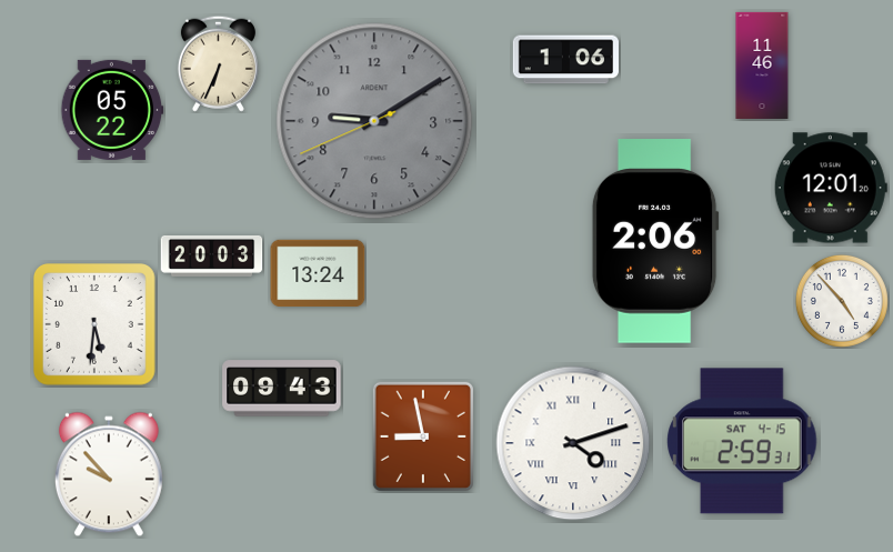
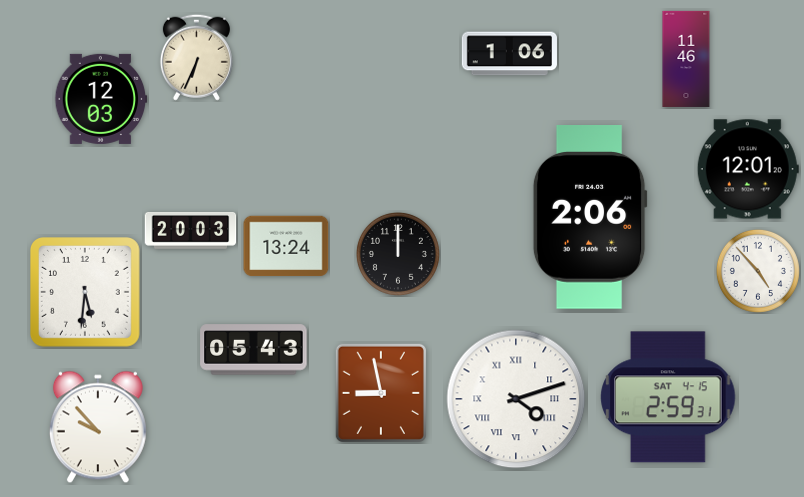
clock at (112, 110): 05:22 -> 12:03
clock at (374, 121): 9:09 -> none
clock at (398, 254): none -> 12:00
clock at (282, 389): 09:43 -> 05:43
